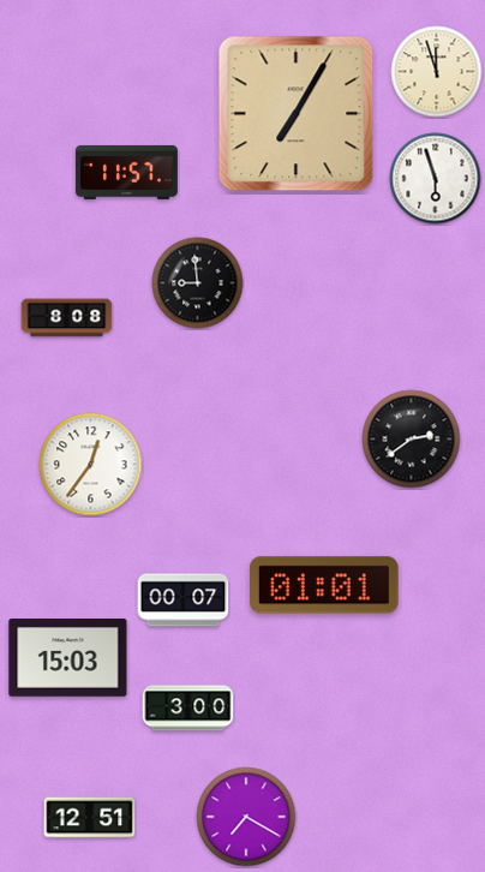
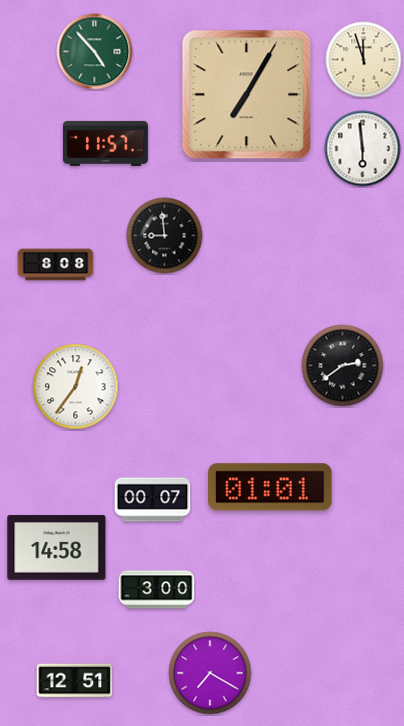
clock at (95, 52): none -> 4:53
clock at (436, 179): 5:57 -> 5:59
clock at (68, 658): 15:03 -> 14:58
clock at (246, 817) position: (246, 817) -> (210, 673)
